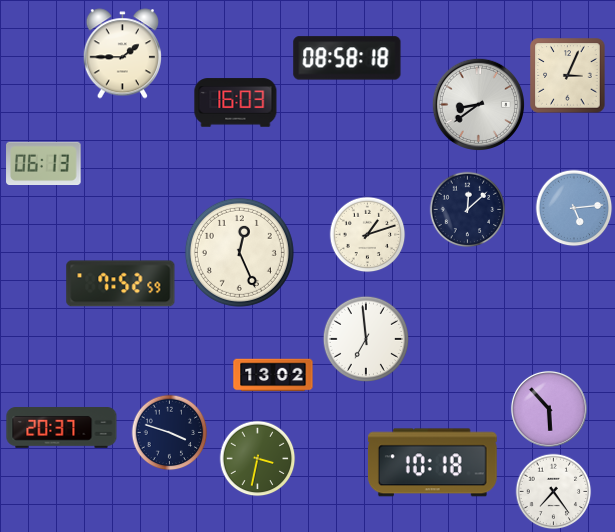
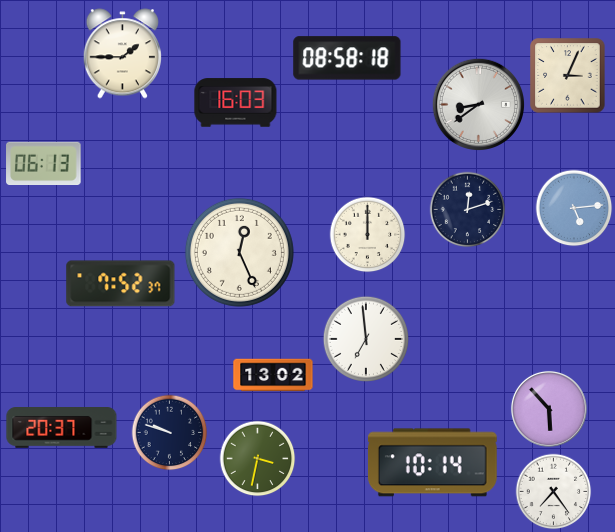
clock at (468, 210): 12:08 -> 12:12
clock at (368, 235): 1:12 -> 12:00
clock at (121, 284): 7:52:59 -> 7:52:37
clock at (170, 433): 3:48 -> 9:48
clock at (432, 463): 10:18 -> 10:14
